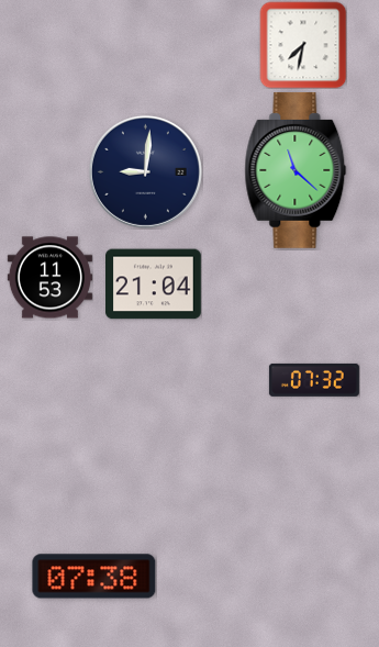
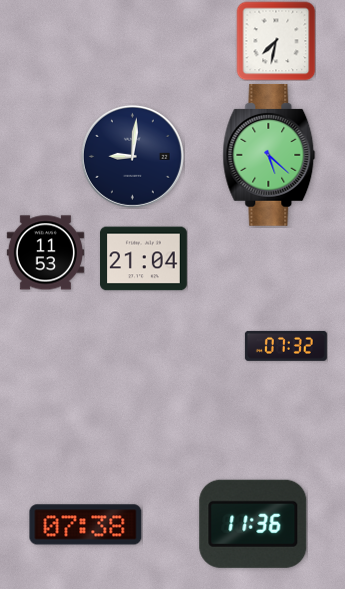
clock at (296, 170): 11:22 -> 5:22
clock at (154, 285) position: (154, 285) -> (144, 259)
clock at (253, 524): none -> 11:36
